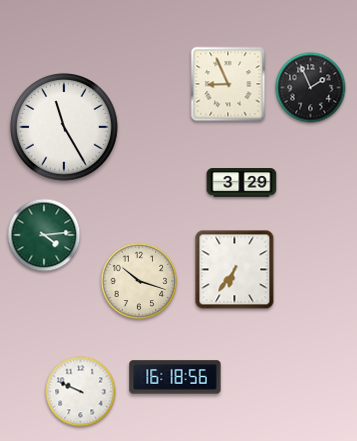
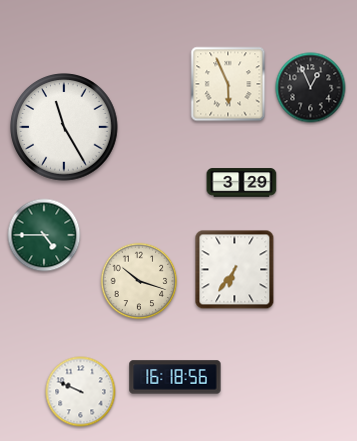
clock at (228, 84): 8:56 -> 5:56
clock at (311, 88): 1:56 -> 12:56
clock at (44, 235): 4:14 -> 4:45
